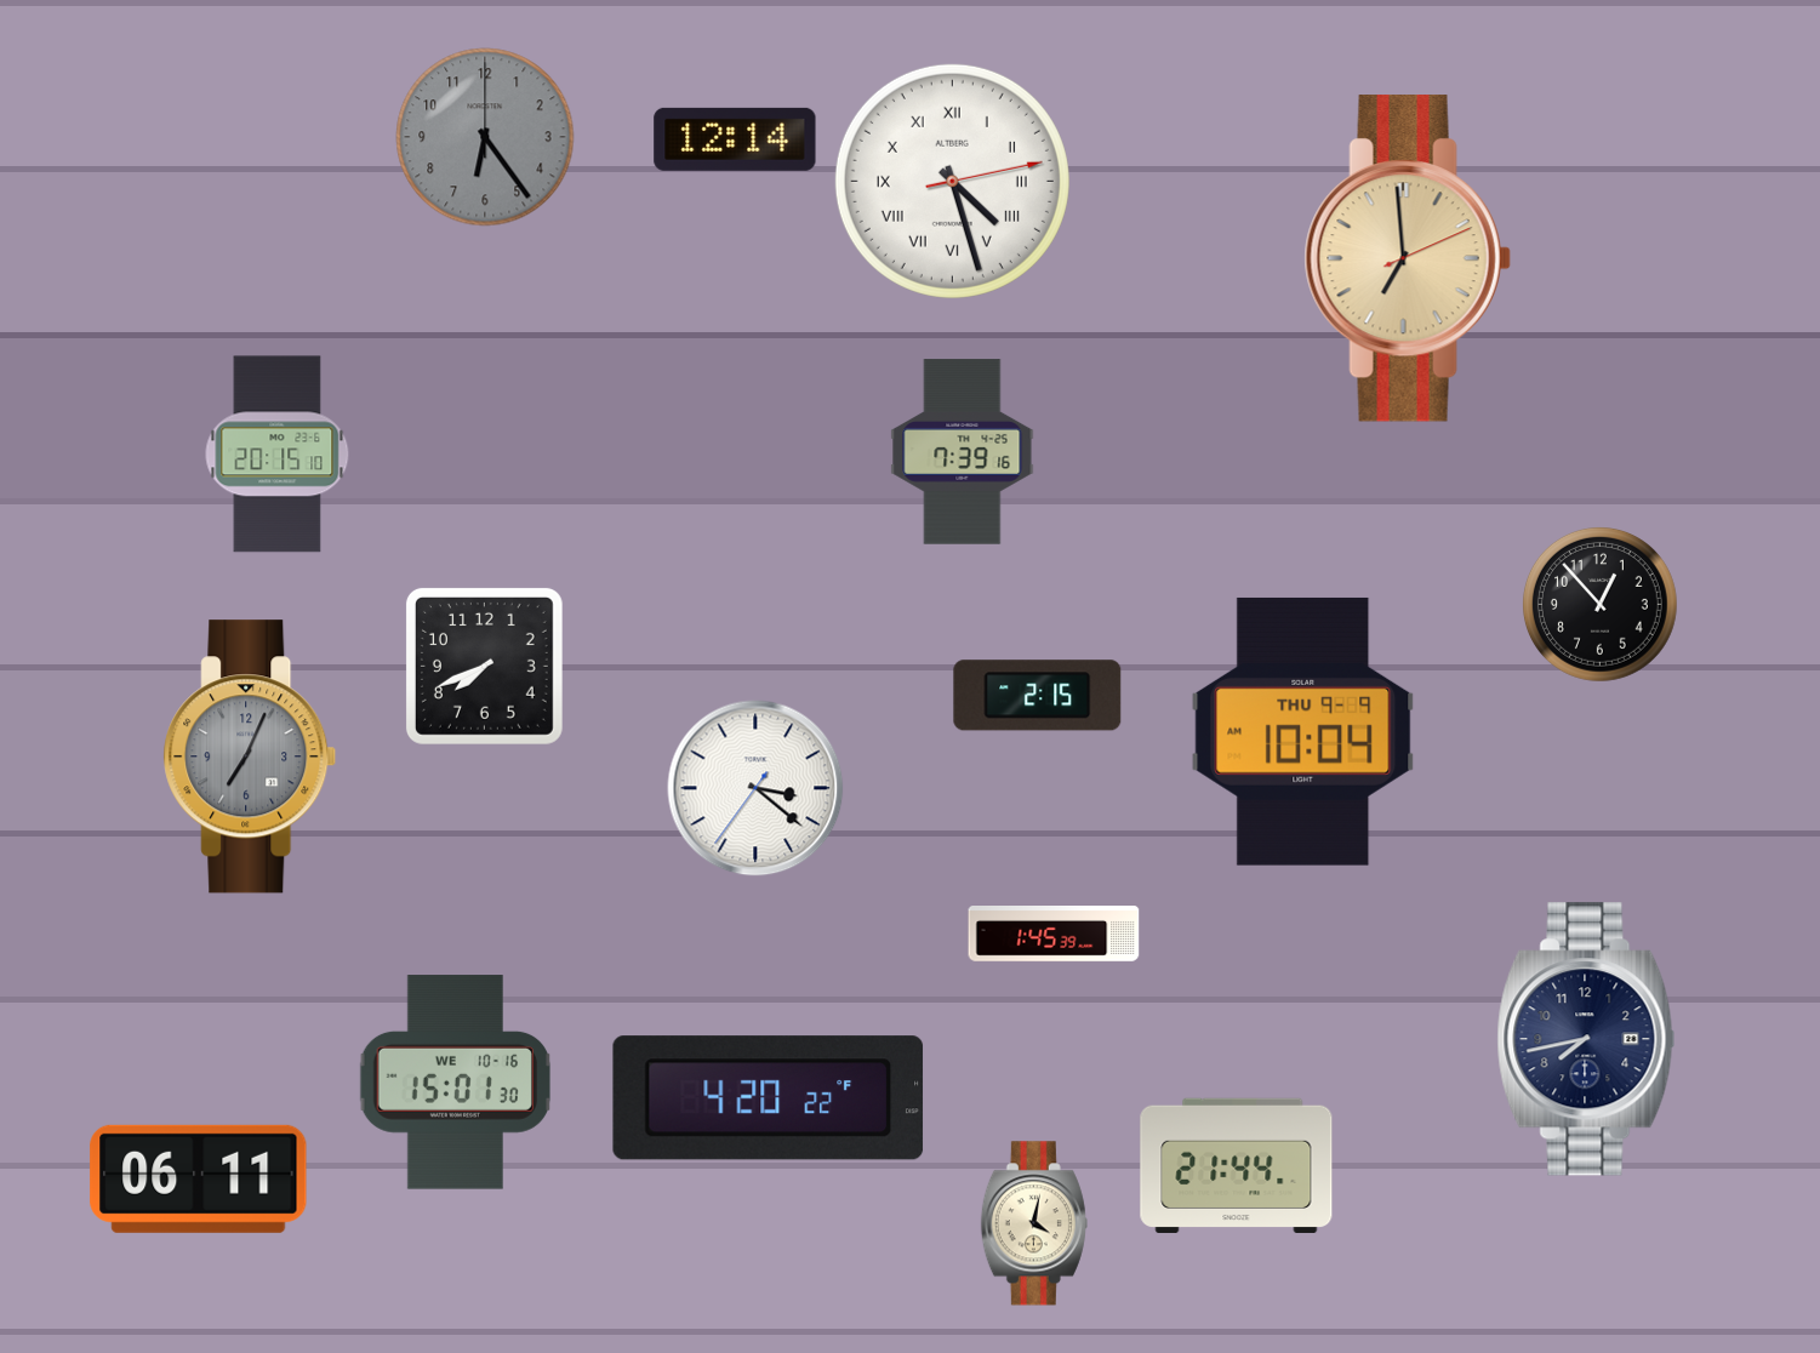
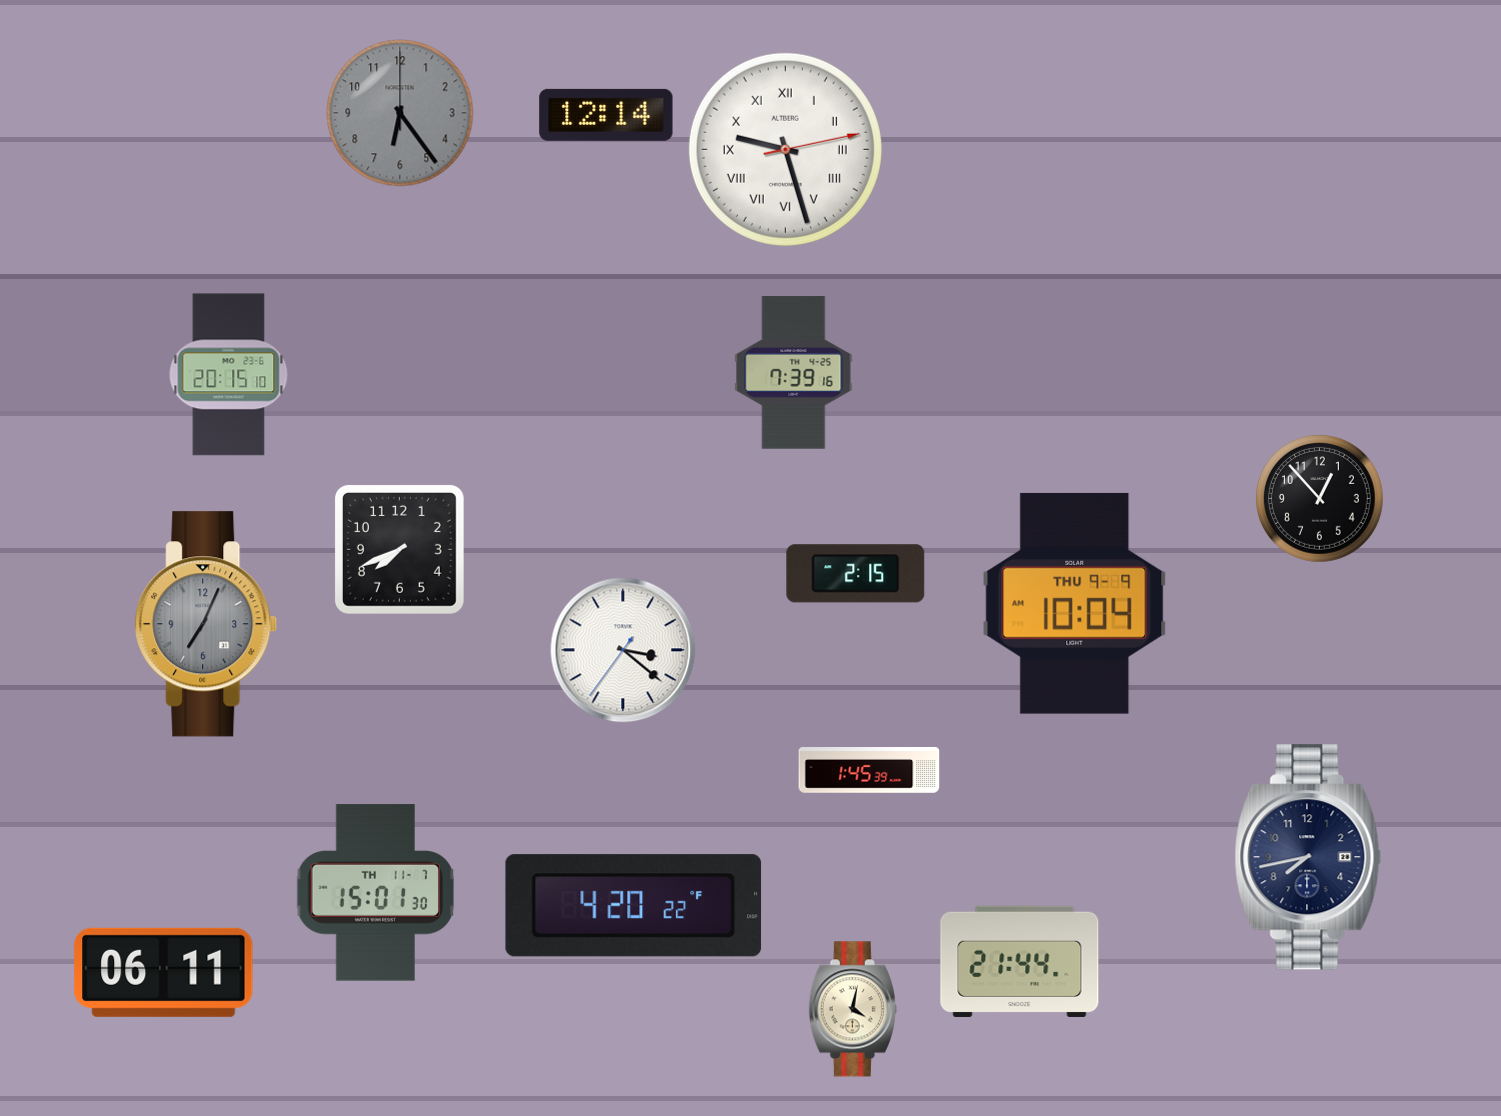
clock at (952, 181): 4:27 -> 9:27
clock at (1408, 258): 6:59 -> none
clock at (455, 1083) date: WE 10-16 -> TH 11-7
